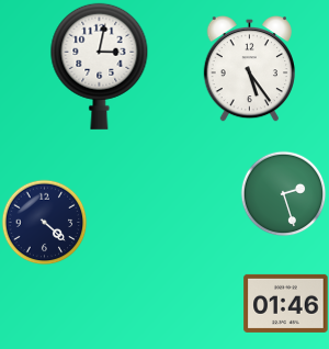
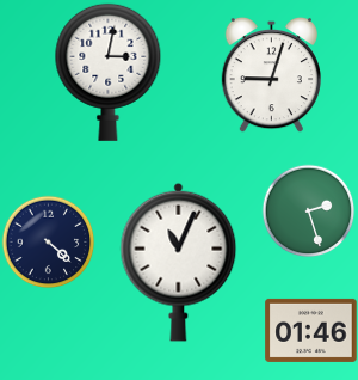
clock at (249, 68): 5:24 -> 9:03
clock at (179, 262): none -> 11:04
